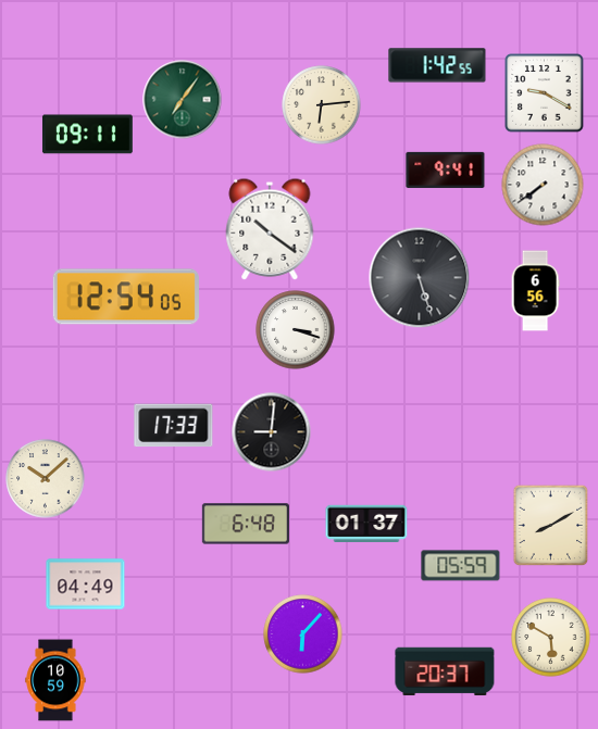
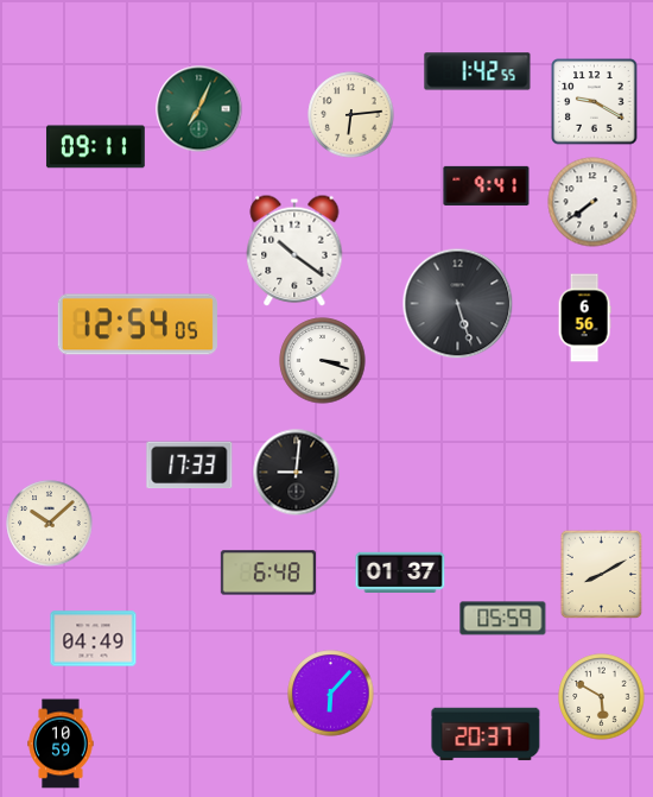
clock at (183, 100): 7:06 -> 7:04
